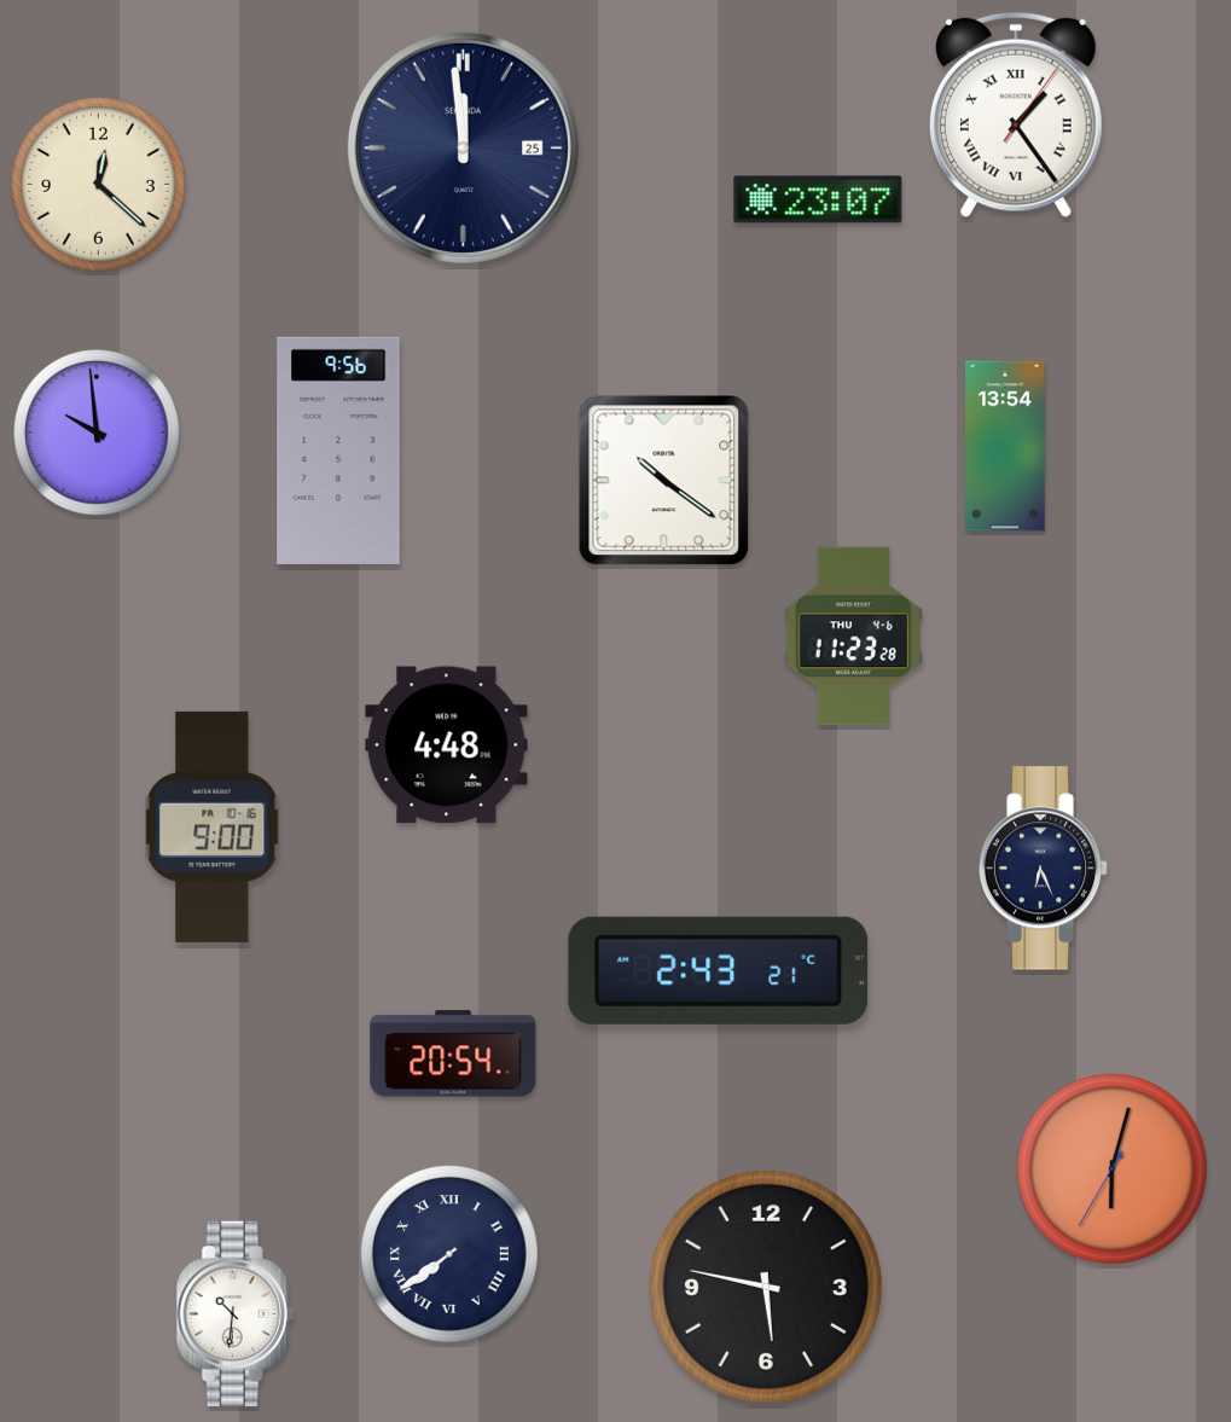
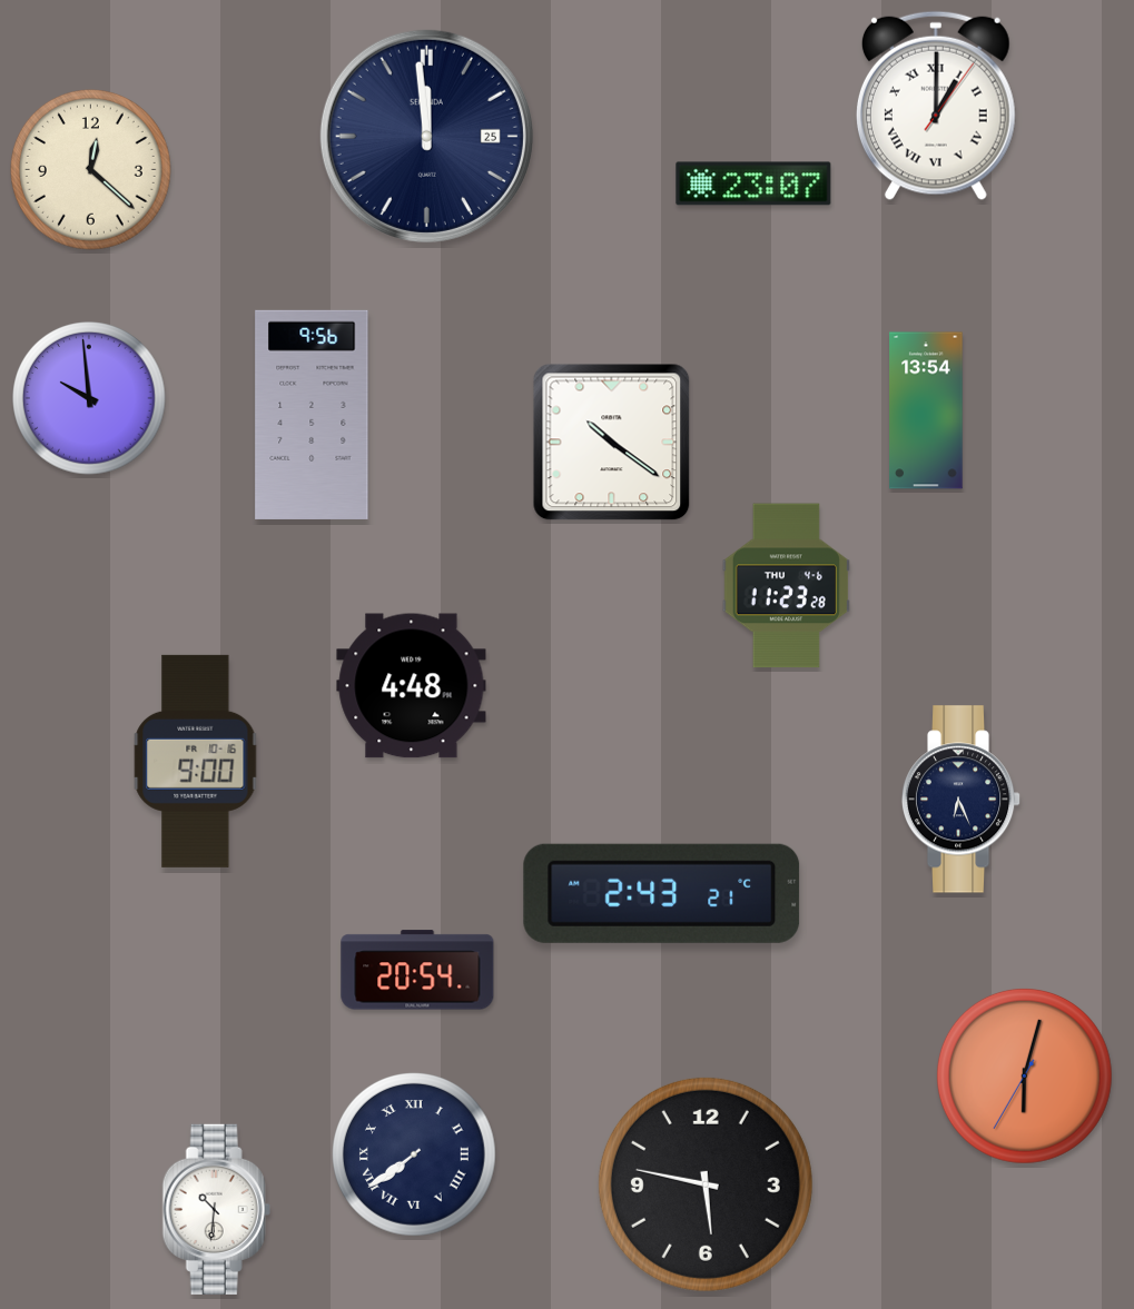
clock at (1016, 115): 1:24 -> 1:00
